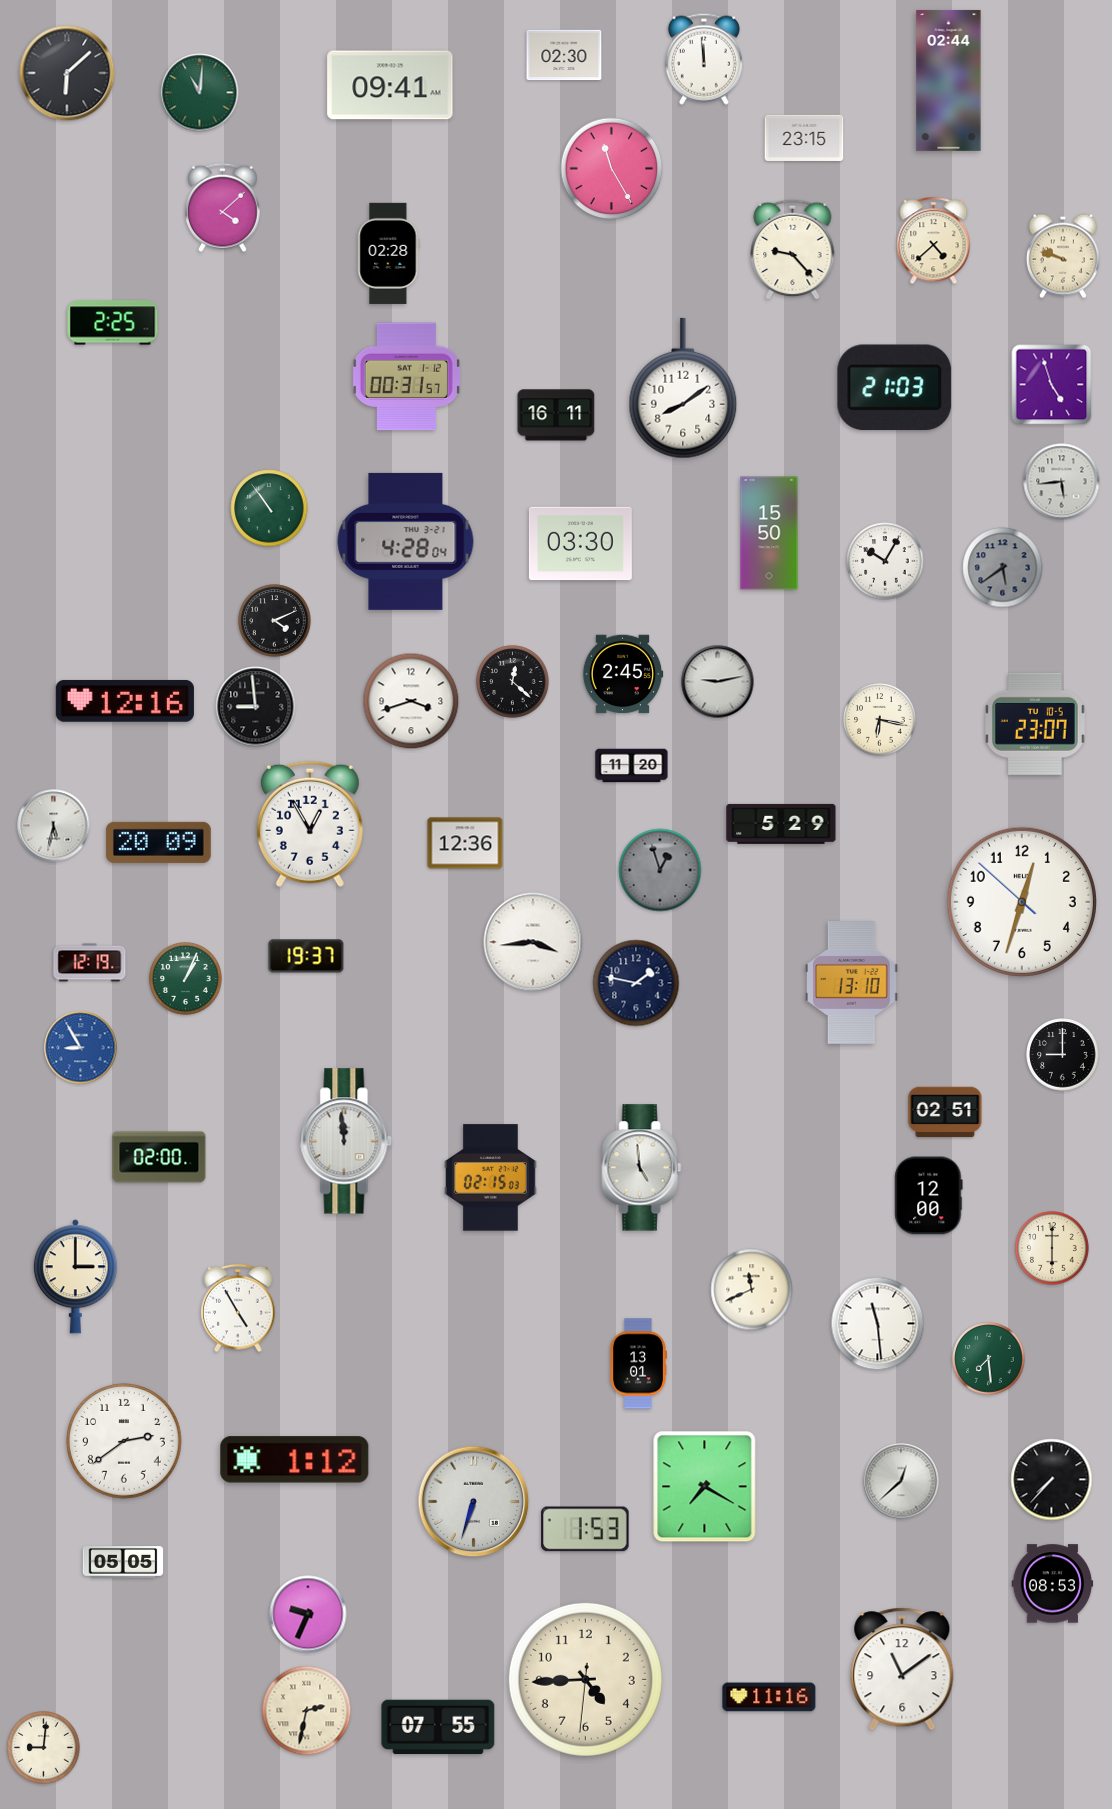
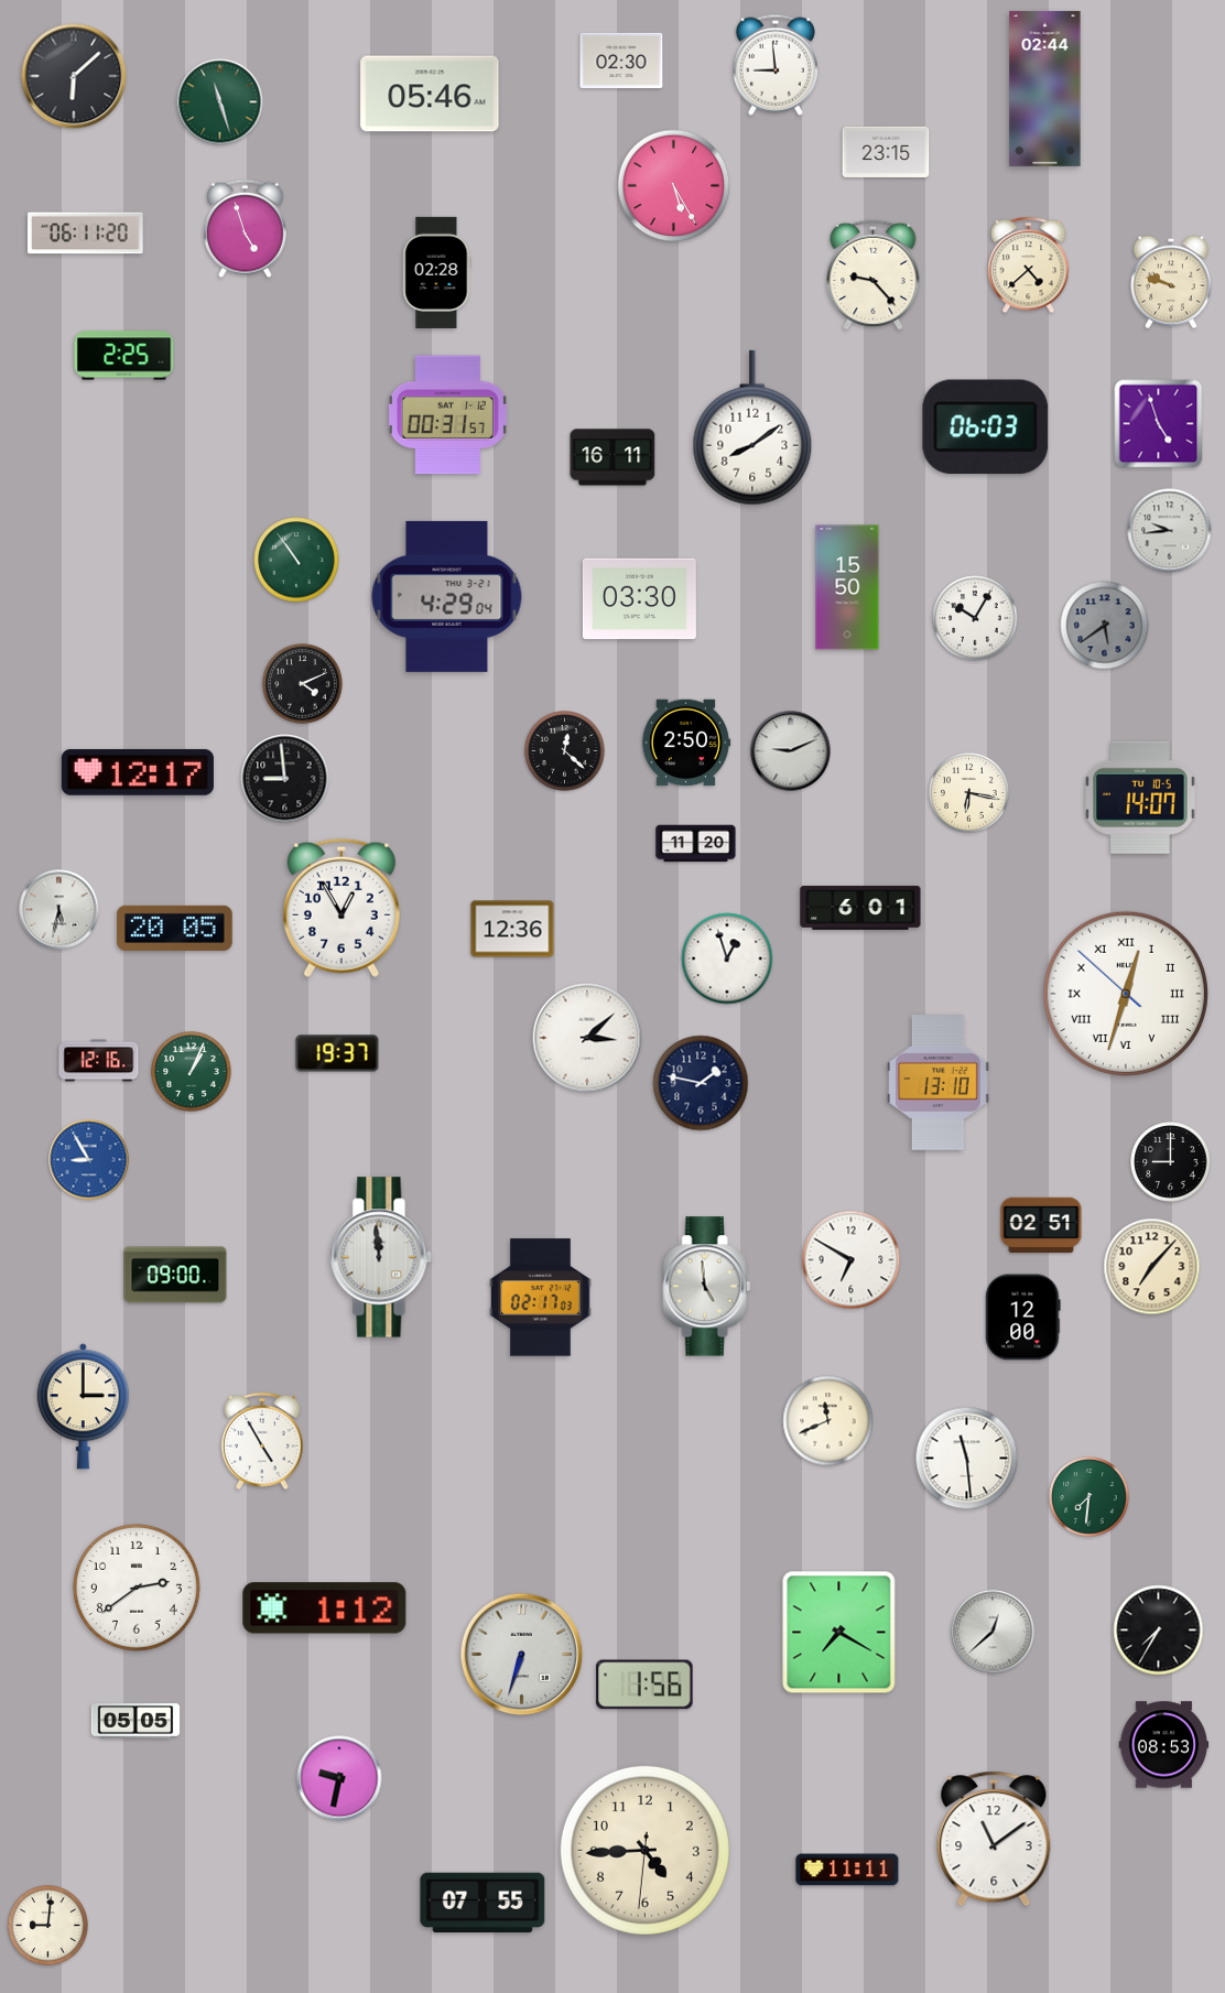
clock at (704, 59): 11:59 -> 8:59
clock at (67, 73) position: (67, 73) -> (74, 76)
clock at (390, 85): 09:41 -> 05:46
clock at (200, 93): 11:01 -> 11:27
clock at (612, 169): 11:25 -> 5:25
clock at (223, 208): 4:08 -> 4:57
clock at (86, 234): none -> 06:11
clock at (389, 253) position: (389, 253) -> (437, 272)
clock at (895, 388): 21:03 -> 06:03
clock at (1062, 482): 5:44 -> 9:44
clock at (406, 541): 4:28 -> 4:29
clock at (623, 674): 2:45 -> 2:50
clock at (718, 682): 9:13 -> 9:11
clock at (125, 701): 12:16 -> 12:17
clock at (411, 701): 3:42 -> none
clock at (256, 707) position: (256, 707) -> (285, 779)
clock at (1036, 724): 23:07 -> 14:07
clock at (781, 824): 5:29 -> 6:01
clock at (159, 842): 20:09 -> 20:05
clock at (660, 870) dial: grey -> white
clock at (1022, 902) numerals: Arabic -> Roman
clock at (533, 942): 3:44 -> 3:08
clock at (90, 963): 12:19 -> 12:16
clock at (186, 979) position: (186, 979) -> (192, 1072)
clock at (81, 1048) position: (81, 1048) -> (89, 1160)
clock at (852, 1260): none -> 6:50
clock at (1152, 1267): none -> 7:07
clock at (159, 1157): 02:00 -> 09:00
clock at (491, 1178): 02:15 -> 02:17
clock at (1052, 1248): 6:00 -> none
clock at (989, 1359): 7:29 -> 7:31
clock at (638, 1364): 13:01 -> none
clock at (1052, 1480): 7:37 -> 7:35
clock at (705, 1487) position: (705, 1487) -> (839, 1633)
clock at (585, 1529): 1:53 -> 1:56
clock at (1053, 1584) position: (1053, 1584) -> (1164, 1745)
clock at (308, 1614): 9:34 -> 9:32
clock at (769, 1697): 11:16 -> 11:11
clock at (307, 1711): 2:32 -> none
